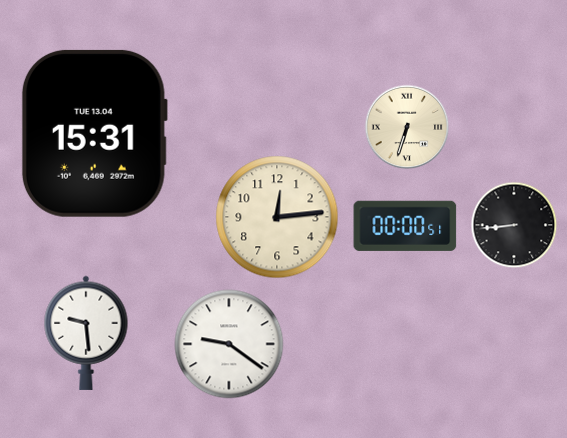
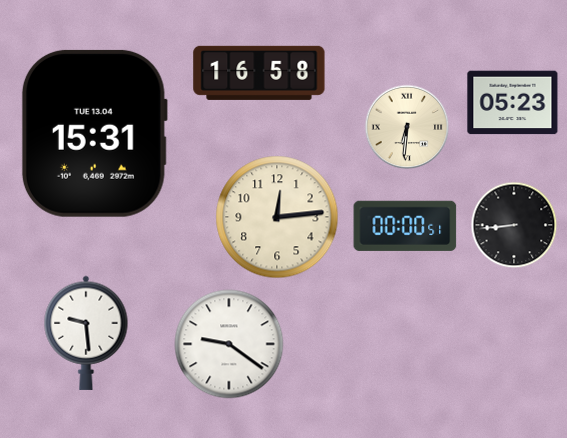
clock at (259, 73): none -> 16:58
clock at (513, 103): none -> 05:23
clock at (407, 127): 6:33 -> 6:31
